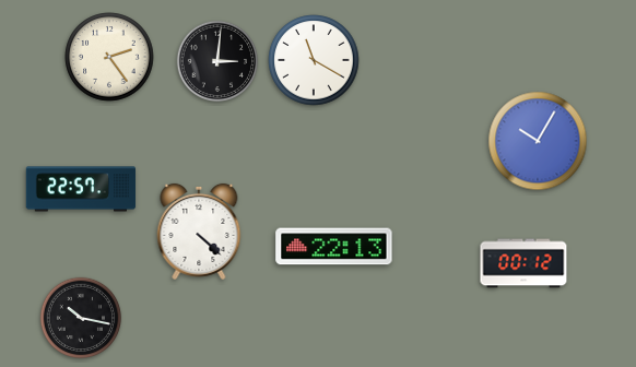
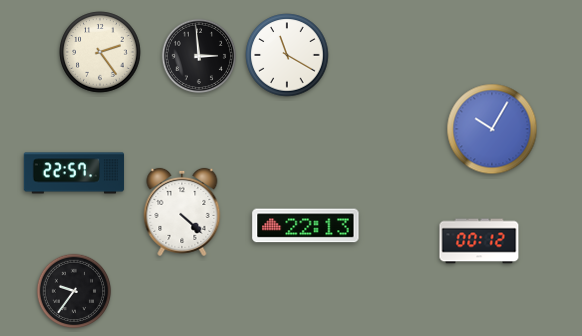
clock at (217, 61): 3:01 -> 2:59
clock at (81, 318): 10:17 -> 9:36
